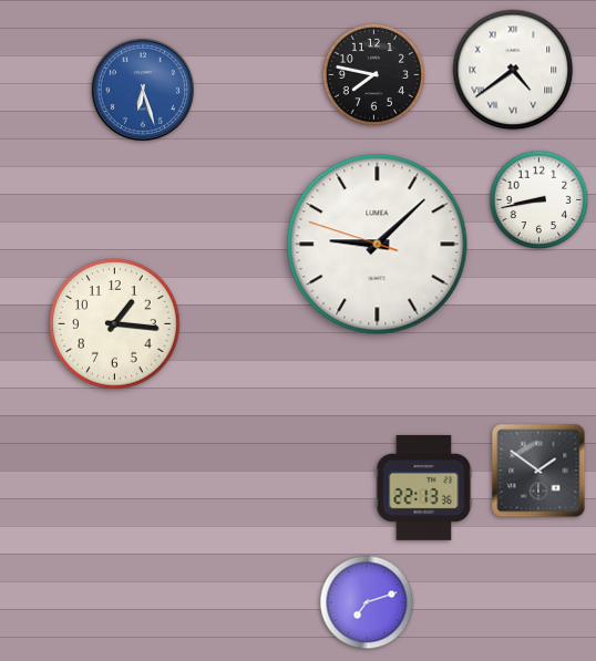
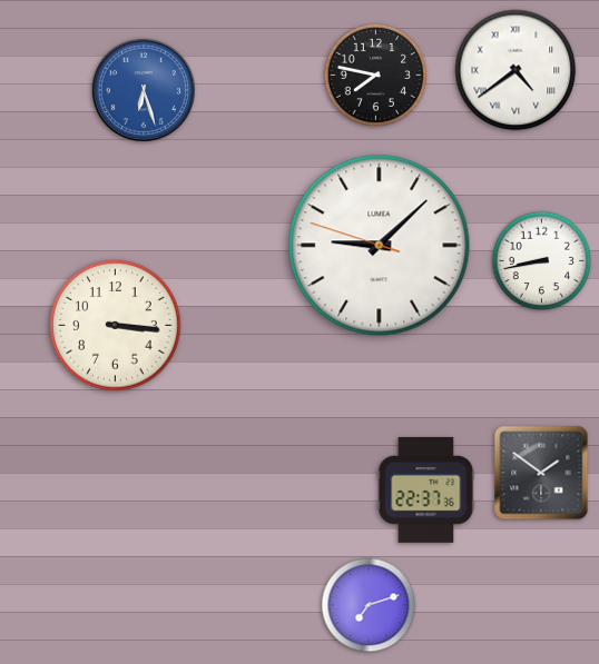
clock at (540, 200) position: (540, 200) -> (542, 261)
clock at (115, 324): 1:16 -> 3:16
clock at (424, 487): 22:13 -> 22:37
